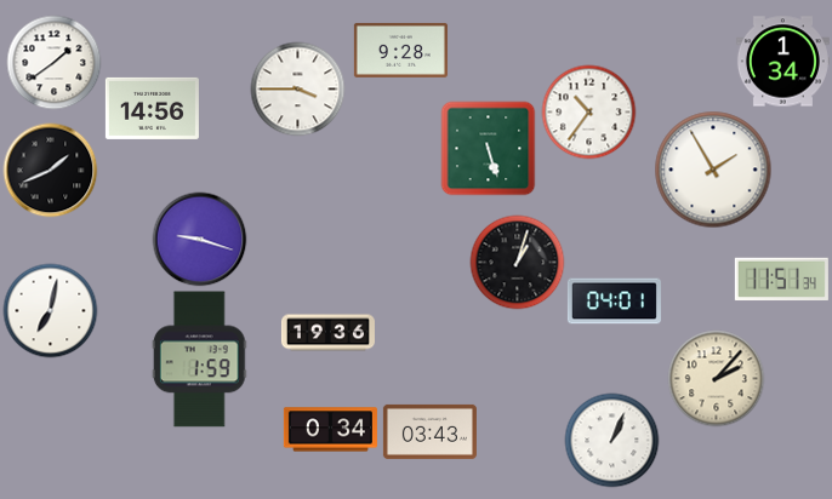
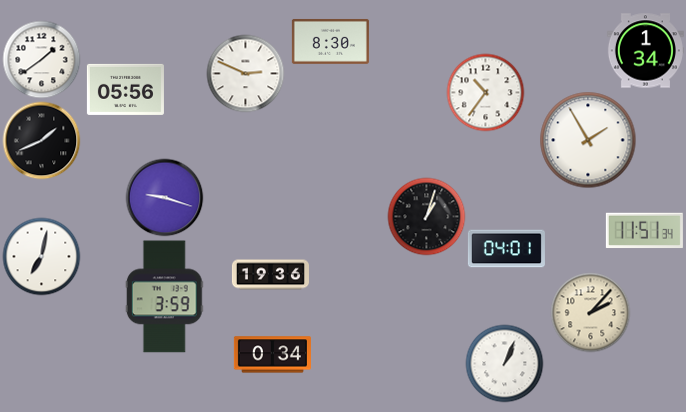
clock at (400, 50): 9:28 -> 8:30
clock at (53, 62) position: (53, 62) -> (41, 59)
clock at (297, 88): 3:45 -> 2:49
clock at (152, 108): 14:56 -> 05:56
clock at (488, 148): 5:27 -> none
clock at (199, 360): 1:59 -> 3:59
clock at (429, 431): 03:43 -> none
